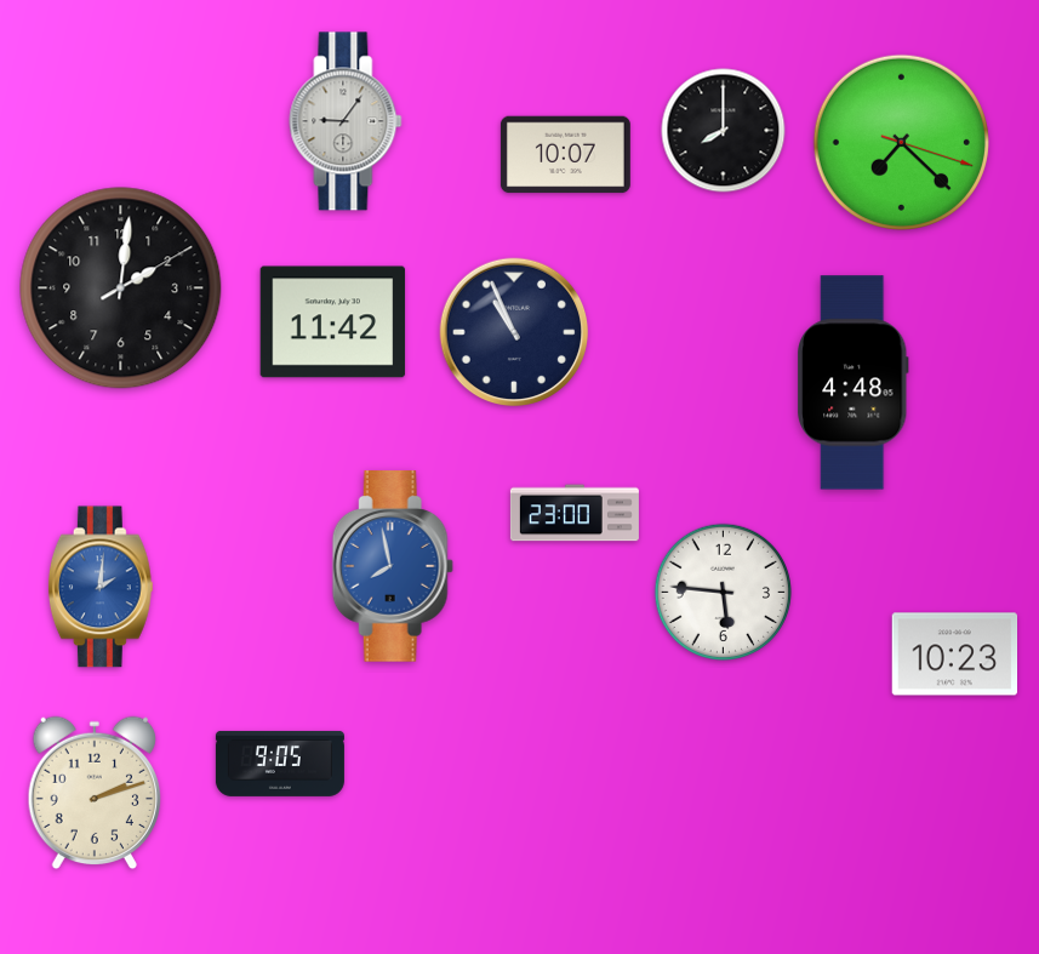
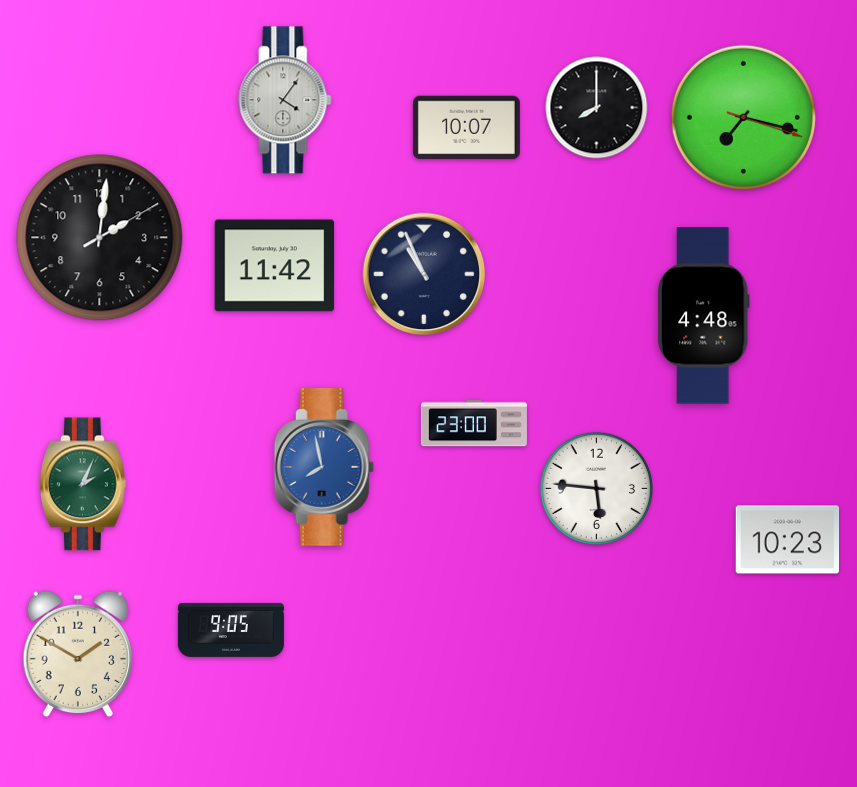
clock at (346, 121): 9:06 -> 4:06
clock at (901, 142): 7:22 -> 7:17
clock at (101, 587): 2:01 -> 2:04
clock at (101, 587) dial: blue -> green
clock at (93, 793): 2:12 -> 1:50
